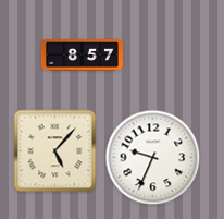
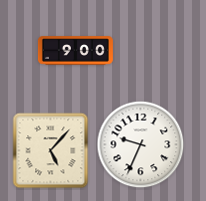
clock at (82, 56): 8:57 -> 9:00
clock at (55, 151) position: (55, 151) -> (51, 151)
